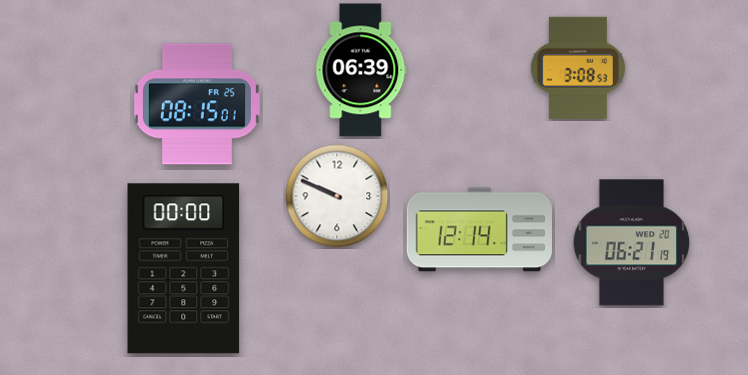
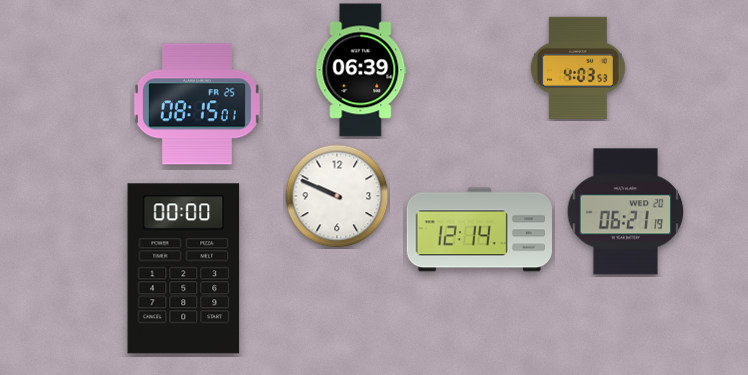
clock at (578, 68): 3:08 -> 4:03
clock at (632, 243) position: (632, 243) -> (626, 212)
